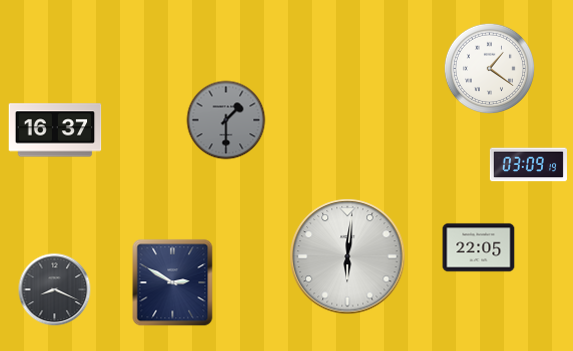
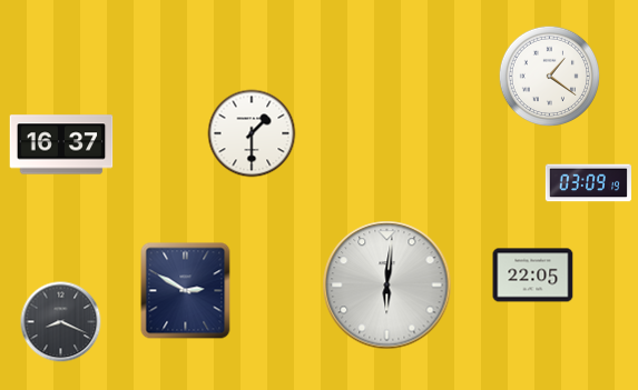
clock at (490, 69) position: (490, 69) -> (550, 77)
clock at (226, 120) dial: grey -> white
clock at (173, 283) position: (173, 283) -> (186, 291)
